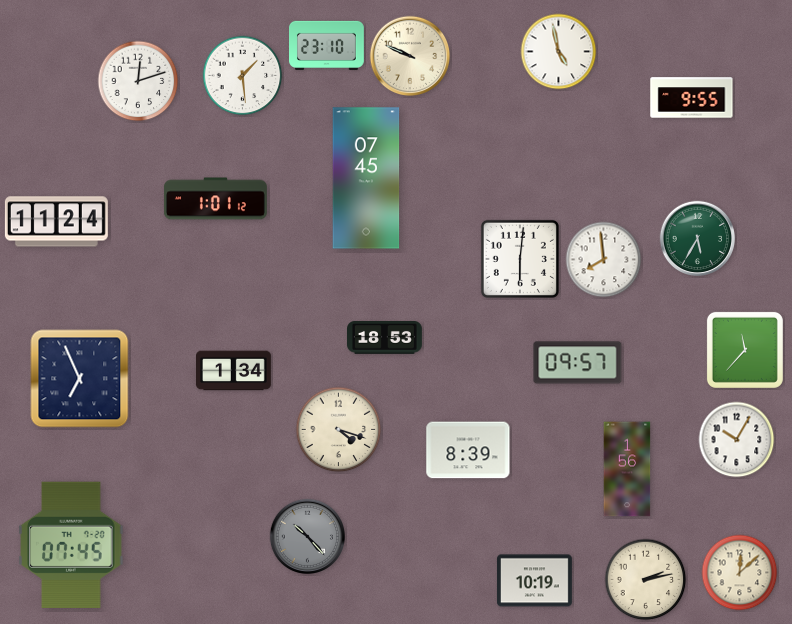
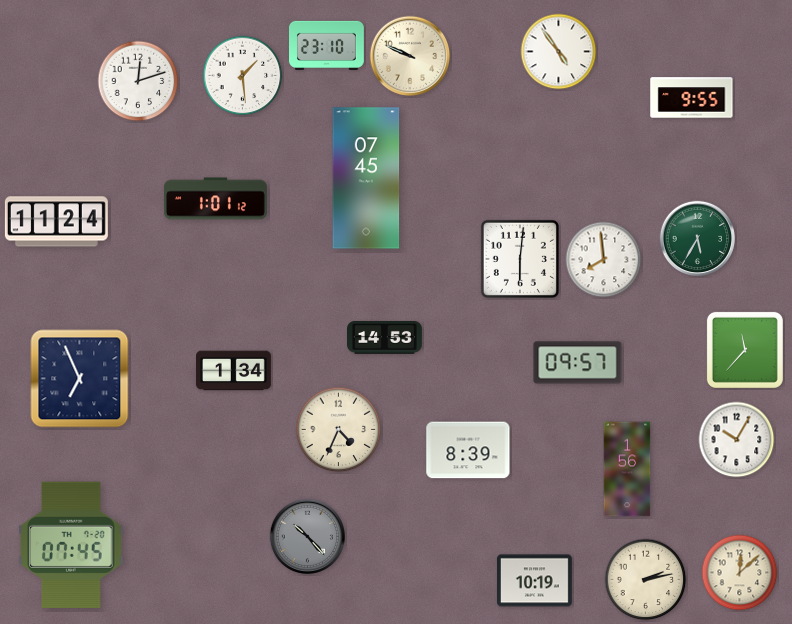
clock at (559, 52): 4:58 -> 4:54
clock at (385, 338): 18:53 -> 14:53
clock at (339, 430): 4:18 -> 4:34
